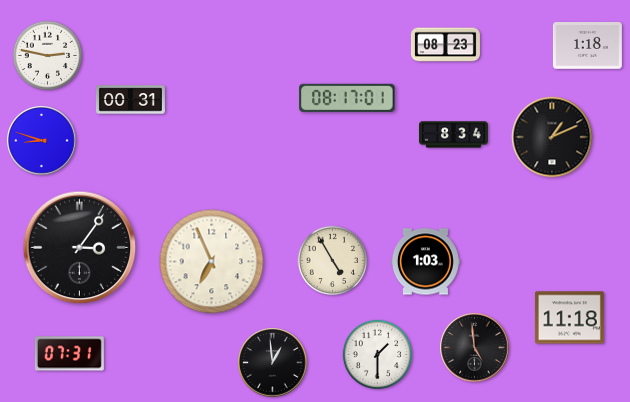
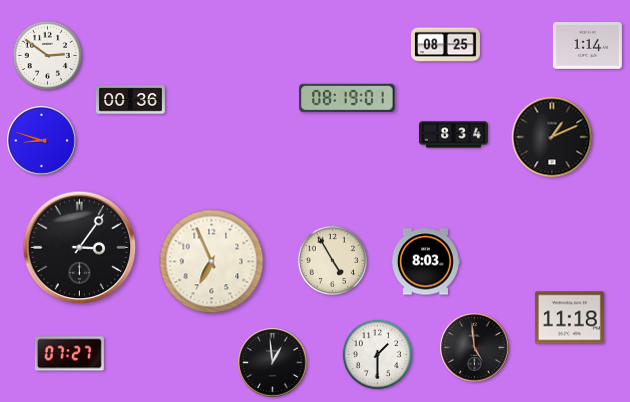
clock at (445, 45): 08:23 -> 08:25
clock at (587, 46): 1:18 -> 1:14
clock at (48, 56): 2:47 -> 2:51
clock at (347, 98): 08:17 -> 08:19
clock at (130, 100): 00:31 -> 00:36
clock at (425, 262): 1:03 -> 8:03
clock at (69, 354): 07:31 -> 07:27
